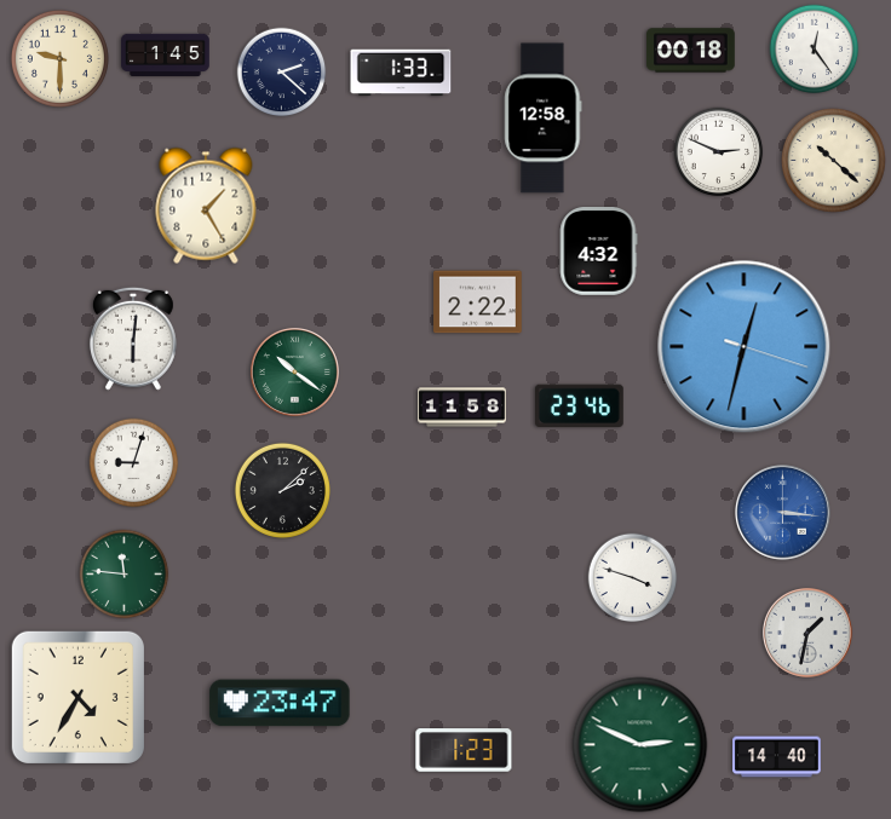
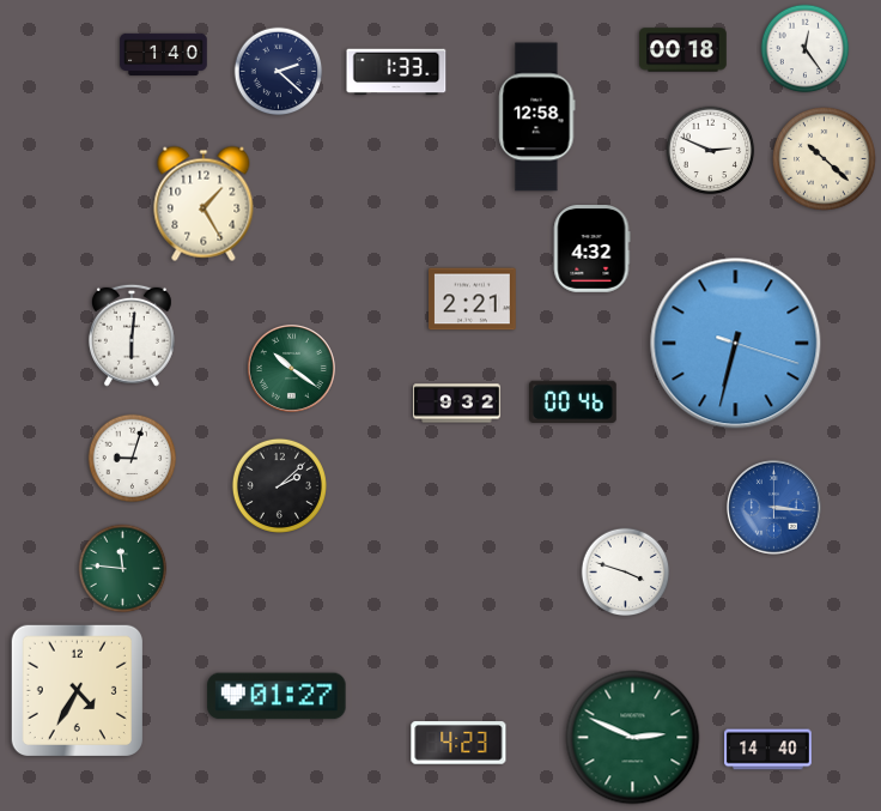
clock at (166, 54): 1:45 -> 1:40
clock at (59, 58): 9:30 -> none
clock at (478, 302): 2:22 -> 2:21
clock at (745, 347): 12:32 -> 6:32
clock at (580, 406): 23:46 -> 00:46
clock at (462, 408): 11:58 -> 9:32
clock at (807, 633): 1:32 -> none
clock at (280, 703): 23:47 -> 01:27
clock at (464, 750): 1:23 -> 4:23
